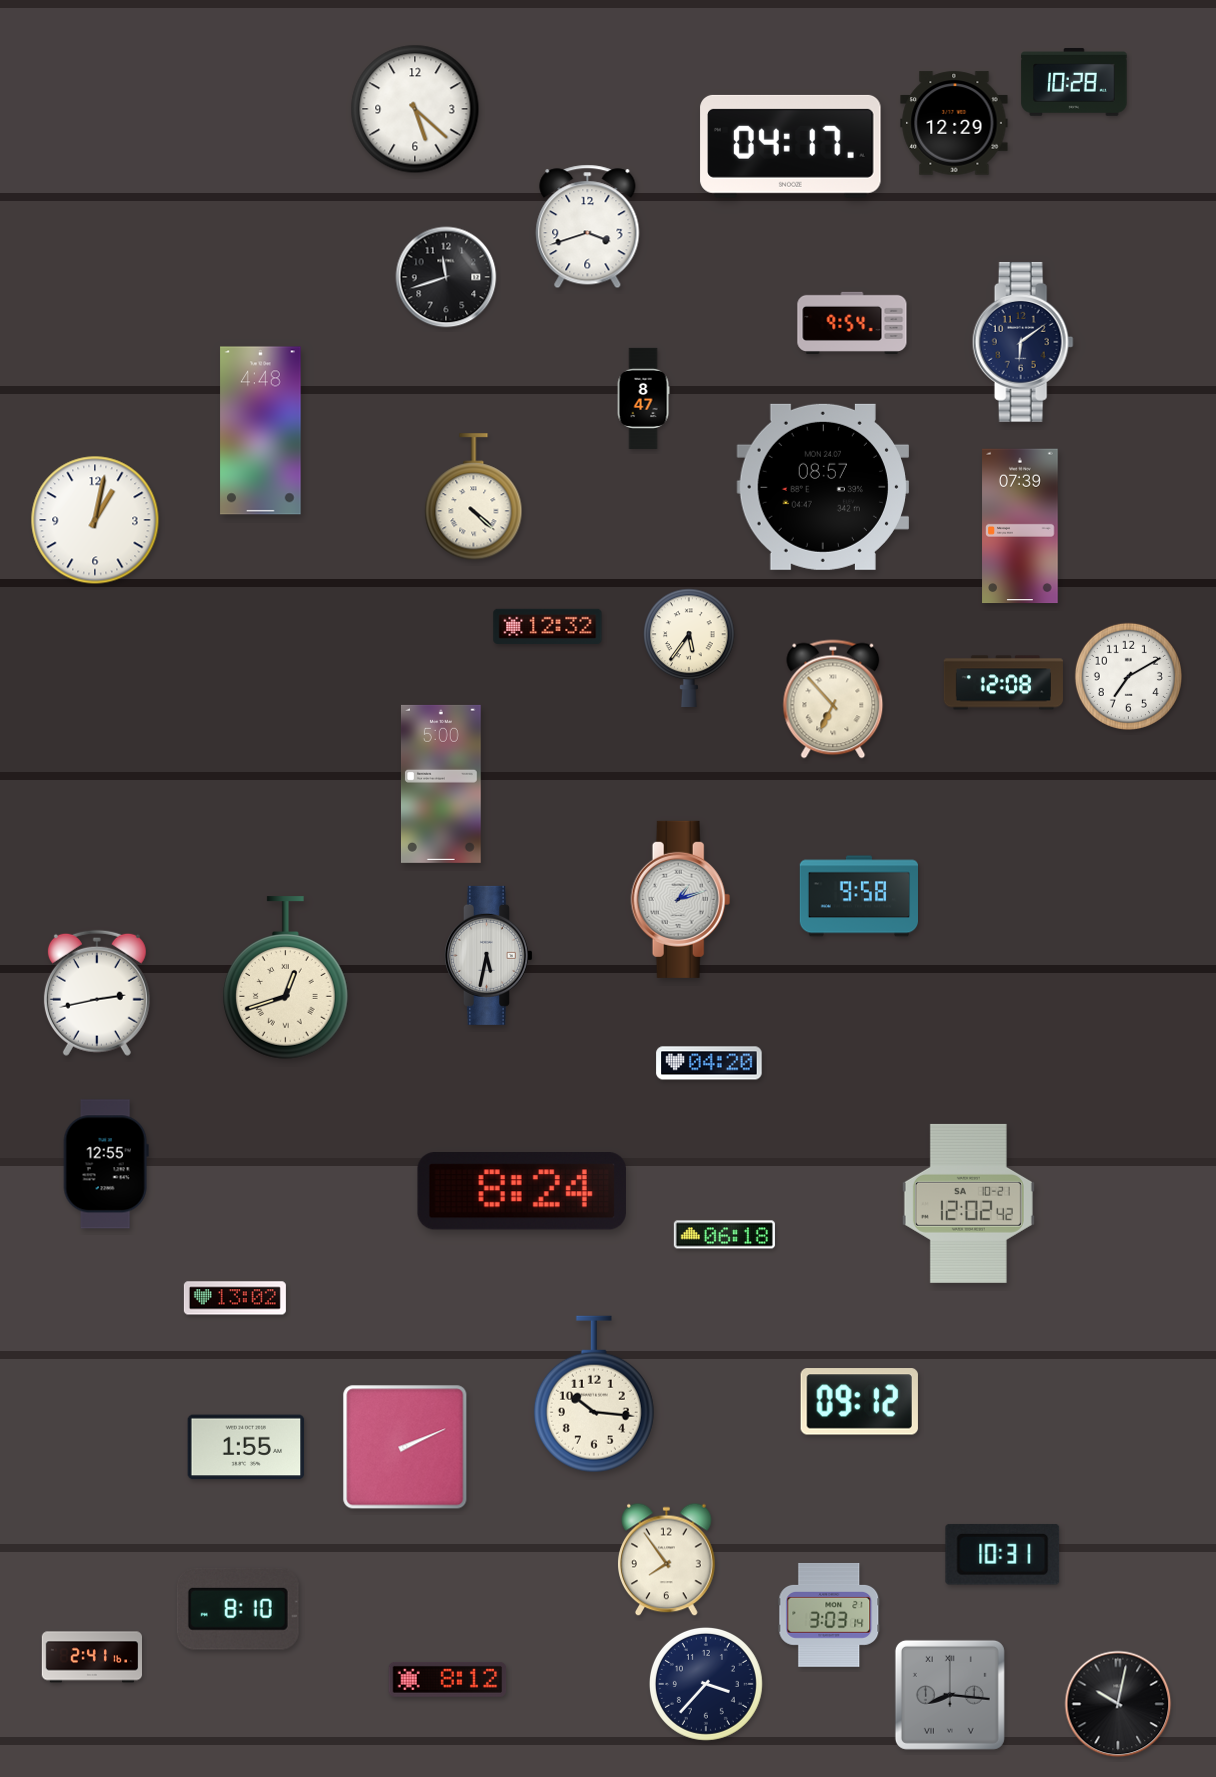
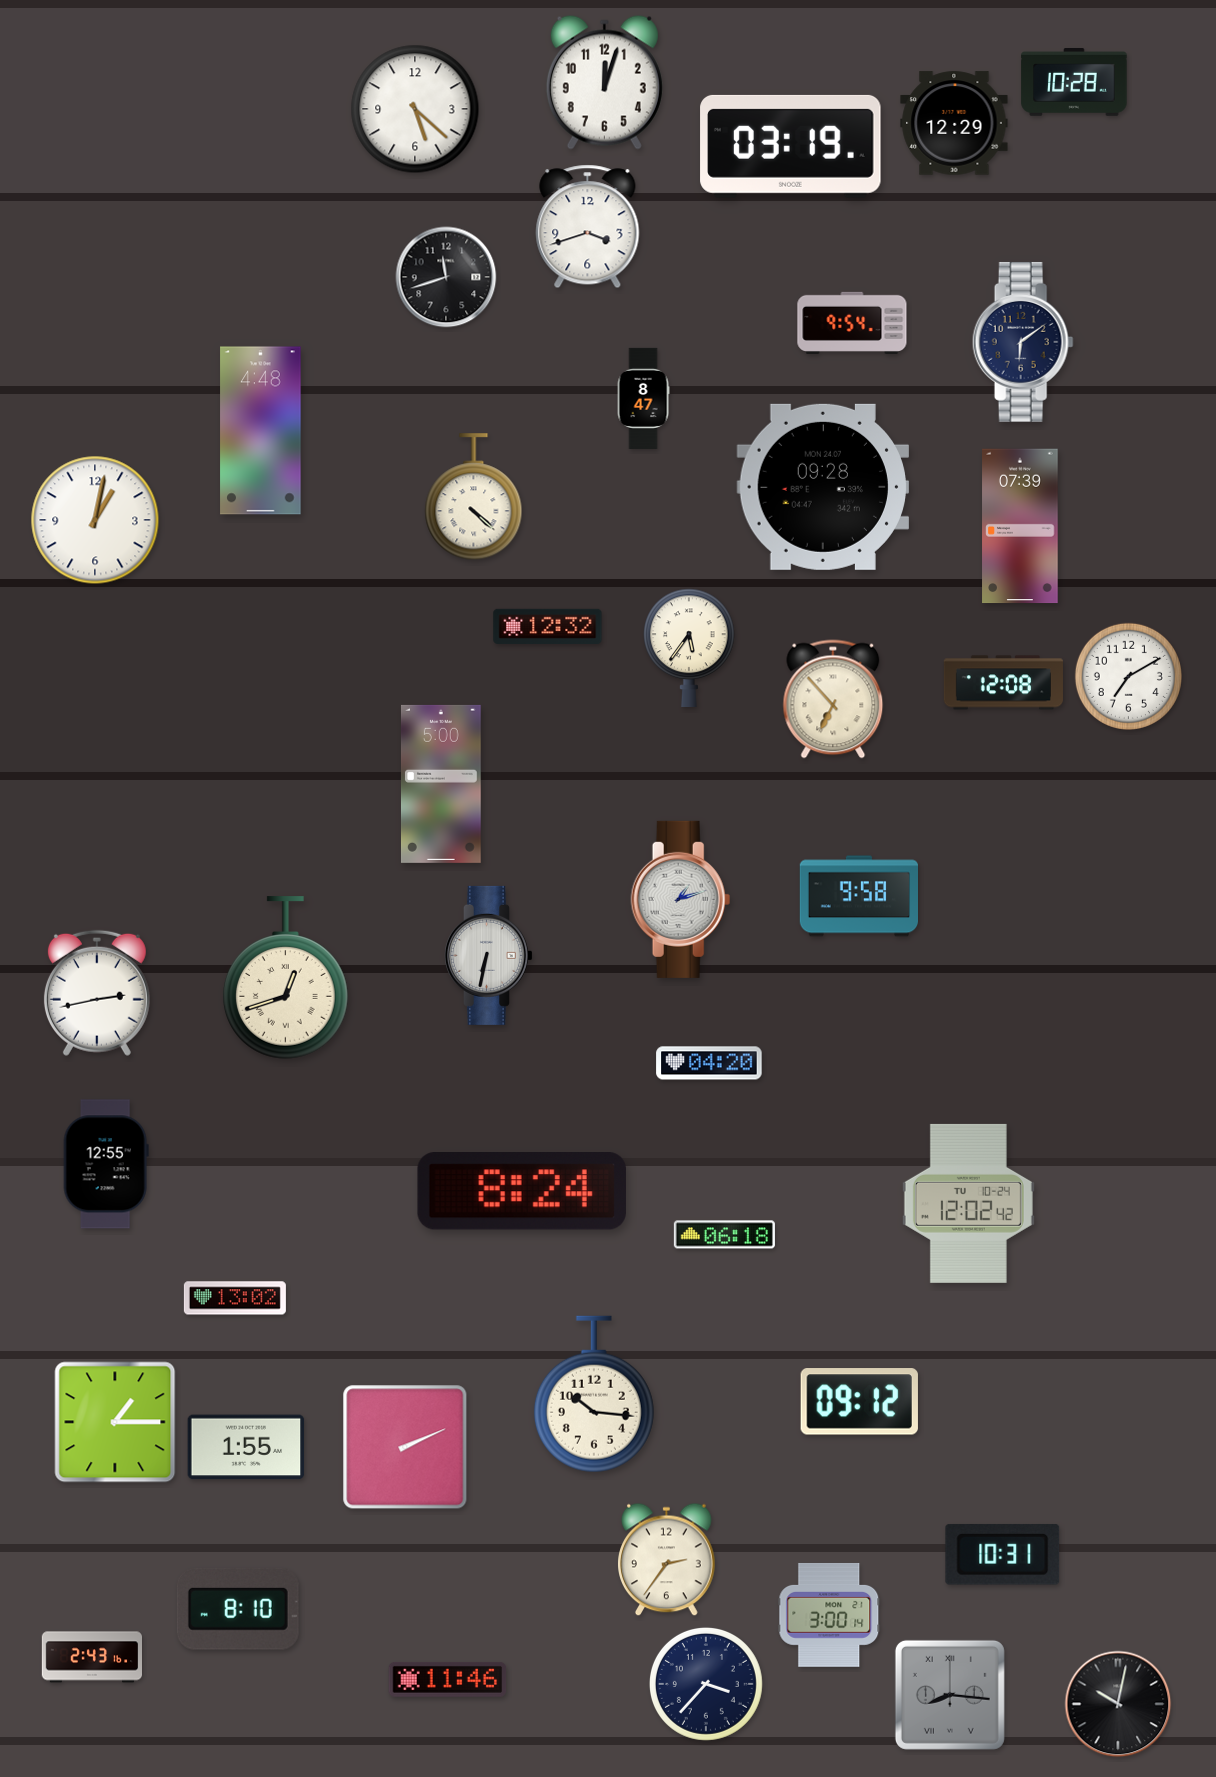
clock at (604, 82): none -> 12:03
clock at (791, 146): 04:17 -> 03:19
clock at (822, 487): 08:57 -> 09:28
clock at (488, 955): 5:32 -> 6:32
clock at (968, 1203) date: SA 10-21 -> TU 10-24
clock at (115, 1422): none -> 1:15
clock at (667, 1560): 7:54 -> 2:36
clock at (829, 1615): 3:03 -> 3:00
clock at (91, 1657): 2:41 -> 2:43
clock at (448, 1679): 8:12 -> 11:46
